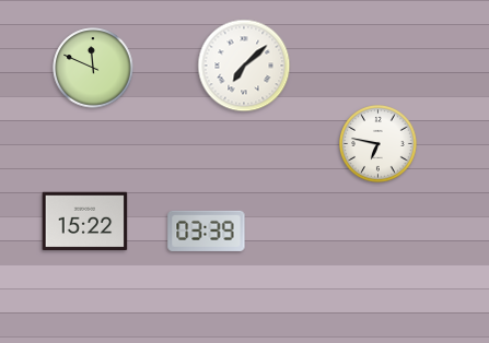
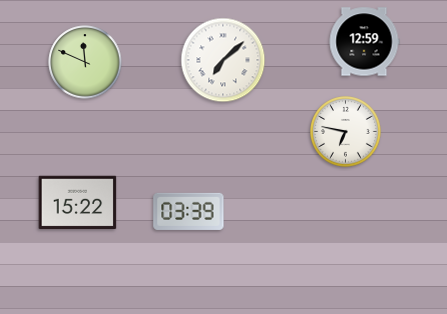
clock at (364, 42): none -> 12:59
